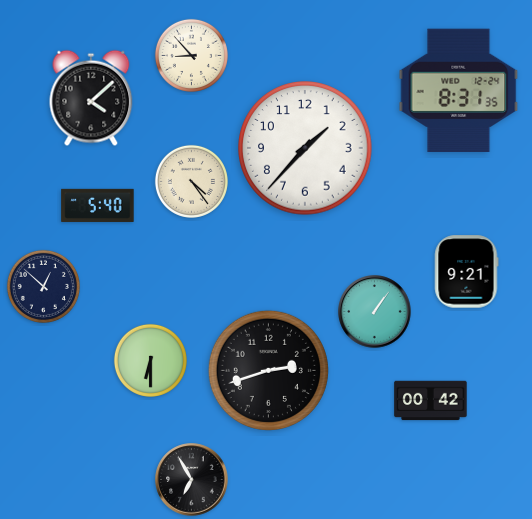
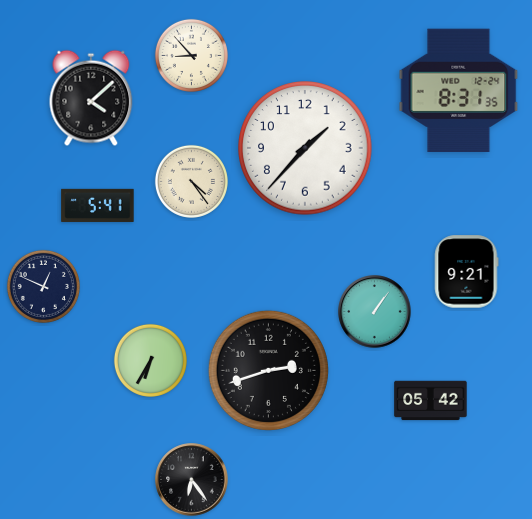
clock at (98, 205): 5:40 -> 5:41
clock at (43, 286): 12:52 -> 12:49
clock at (150, 360): 6:30 -> 6:35
clock at (431, 401): 00:42 -> 05:42
clock at (192, 480): 6:55 -> 6:24
